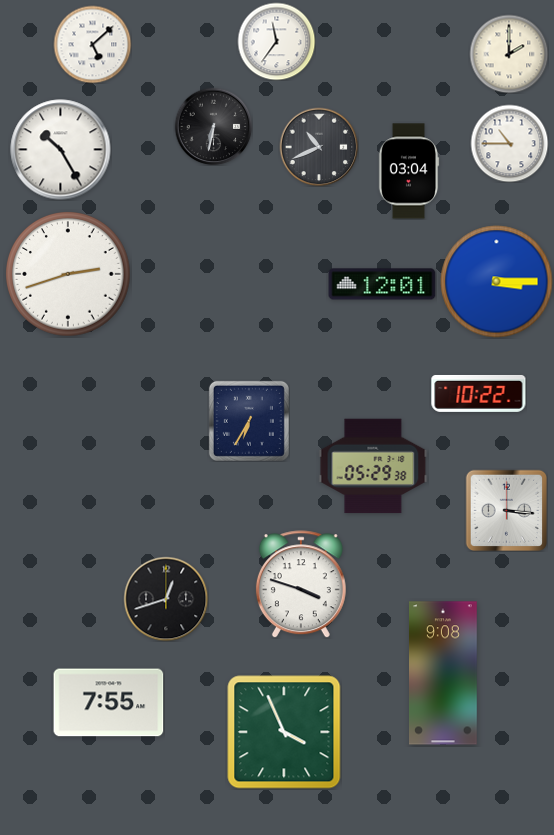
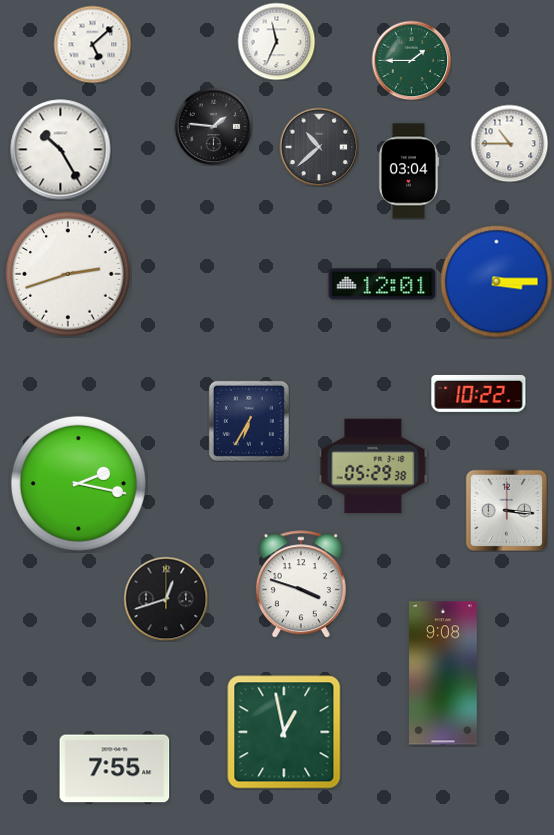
clock at (276, 41): 11:36 -> 11:34
clock at (509, 54): 2:00 -> none
clock at (411, 60): none -> 1:45
clock at (213, 126): 6:32 -> 1:46
clock at (319, 147): 10:41 -> 10:38
clock at (78, 483): none -> 2:17
clock at (109, 703) position: (109, 703) -> (115, 769)
clock at (284, 732): 3:56 -> 12:58
